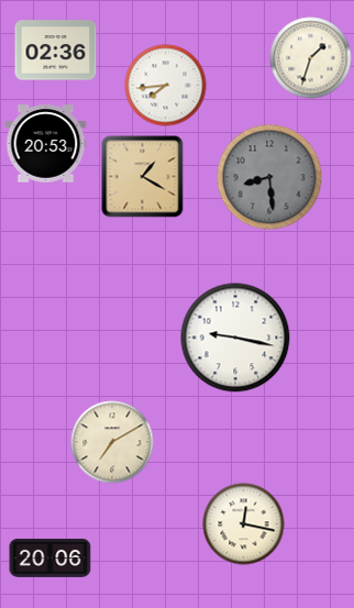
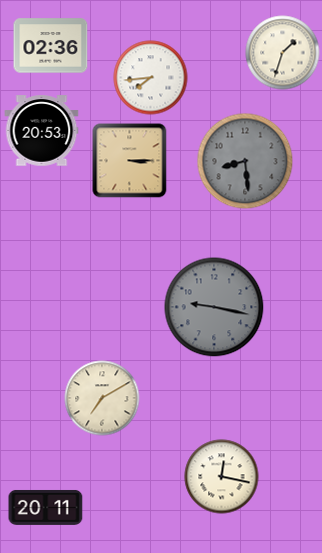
clock at (143, 177): 1:20 -> 3:15
clock at (235, 338) dial: white -> grey
clock at (112, 442) position: (112, 442) -> (102, 398)
clock at (51, 557): 20:06 -> 20:11
